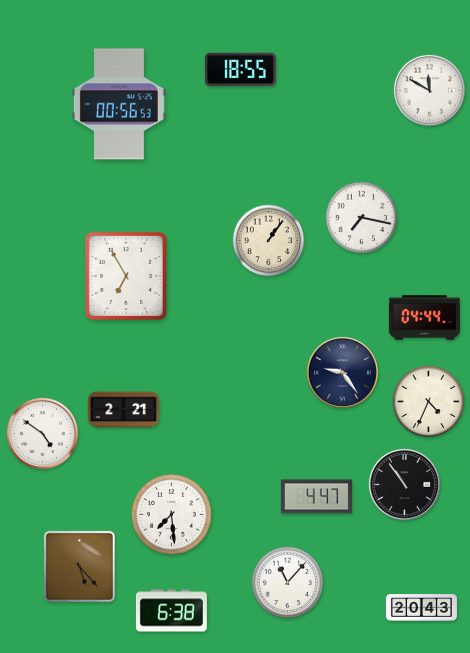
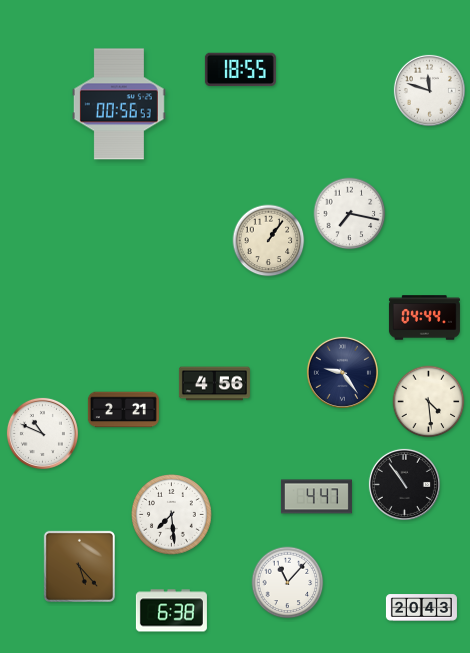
clock at (429, 90): 11:50 -> 11:48
clock at (362, 218) position: (362, 218) -> (350, 214)
clock at (126, 276): 6:55 -> none
clock at (214, 384): none -> 4:56
clock at (429, 402): 4:34 -> 4:29
clock at (42, 433): 4:51 -> 10:49
